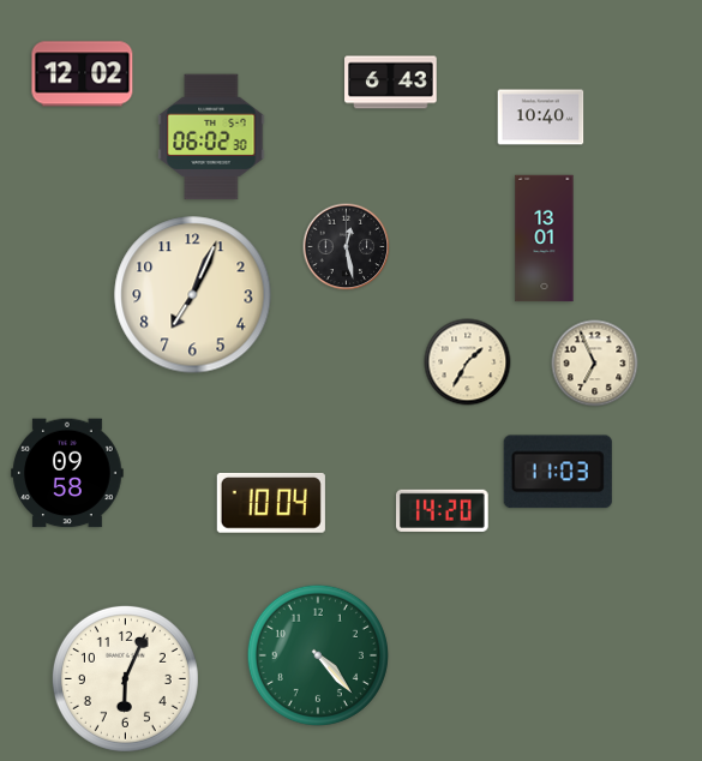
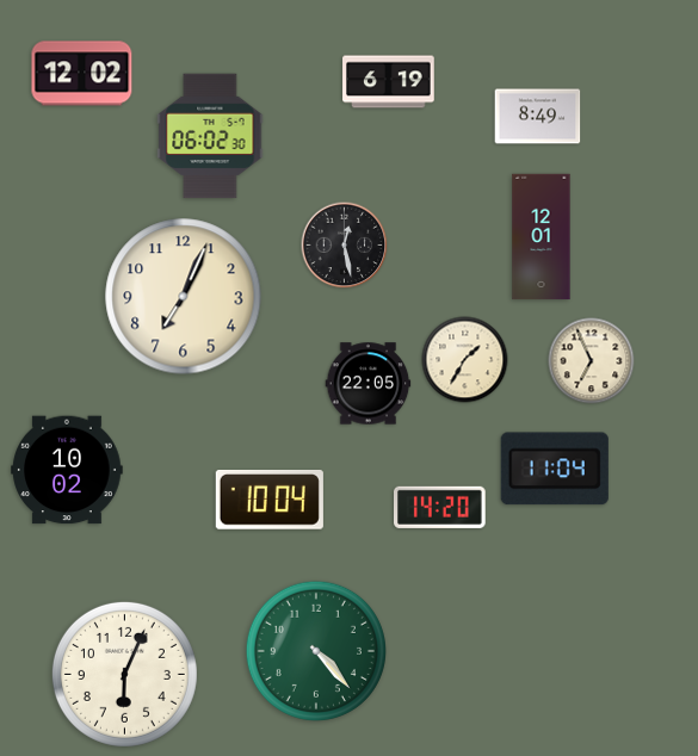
clock at (391, 83): 6:43 -> 6:19
clock at (541, 118): 10:40 -> 8:49
clock at (545, 239): 13:01 -> 12:01
clock at (193, 295) position: (193, 295) -> (184, 297)
clock at (369, 384): none -> 22:05
clock at (558, 472): 11:03 -> 11:04
clock at (67, 473): 09:58 -> 10:02
